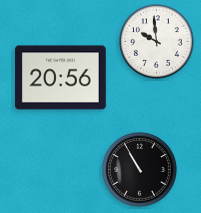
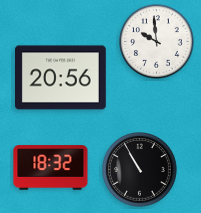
clock at (51, 168): none -> 18:32
